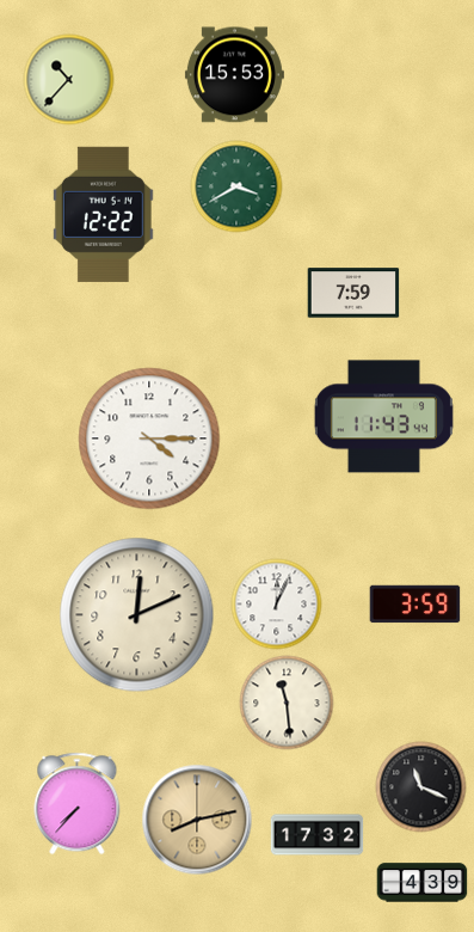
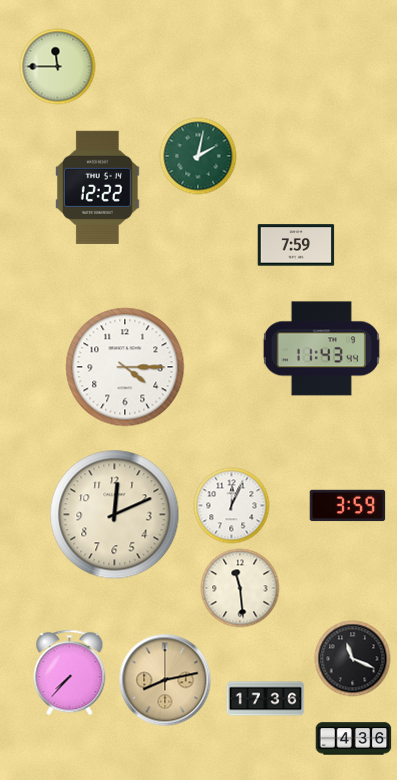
clock at (234, 75): 15:53 -> none
clock at (69, 80): 10:37 -> 11:45
clock at (236, 186): 3:40 -> 2:02
clock at (103, 214) position: (103, 214) -> (97, 187)
clock at (78, 804) position: (78, 804) -> (70, 673)
clock at (197, 820) position: (197, 820) -> (165, 680)
clock at (318, 835): 17:32 -> 17:36
clock at (423, 883): 4:39 -> 4:36
